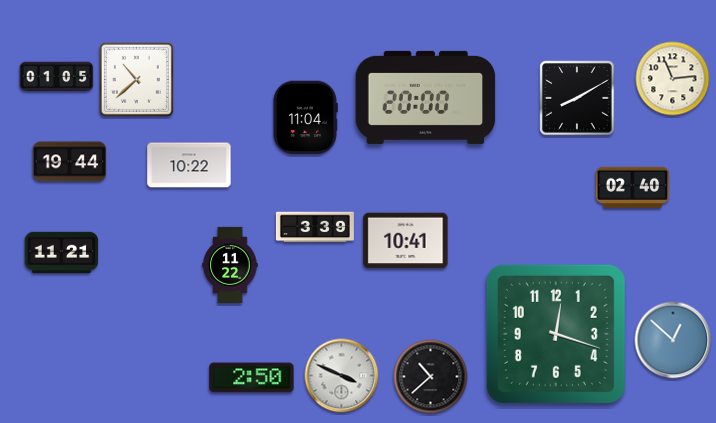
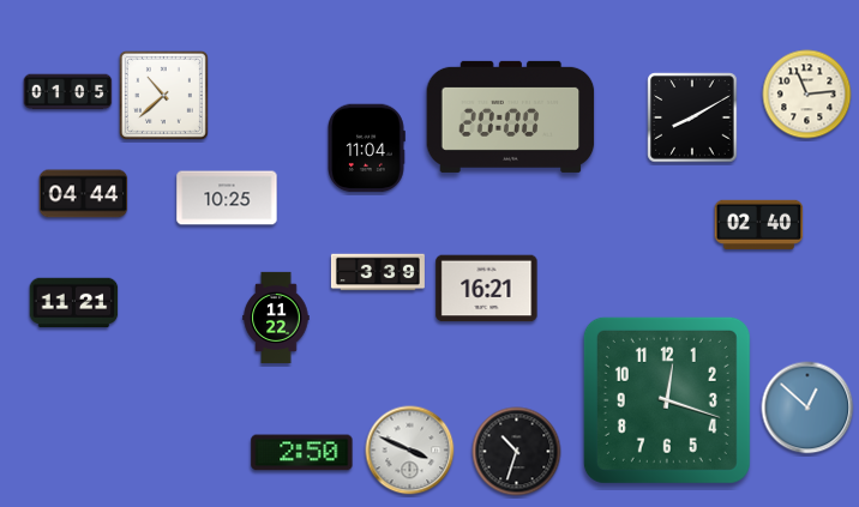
clock at (306, 118) position: (306, 118) -> (367, 149)
clock at (70, 162): 19:44 -> 04:44
clock at (189, 165): 10:22 -> 10:25
clock at (406, 241): 10:41 -> 16:21
clock at (431, 377): 10:38 -> 10:33
